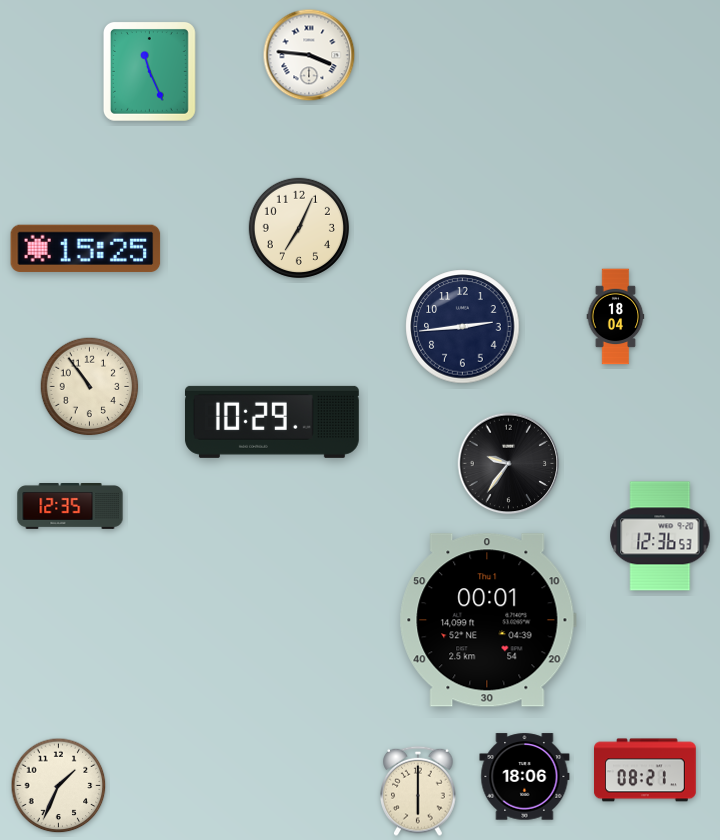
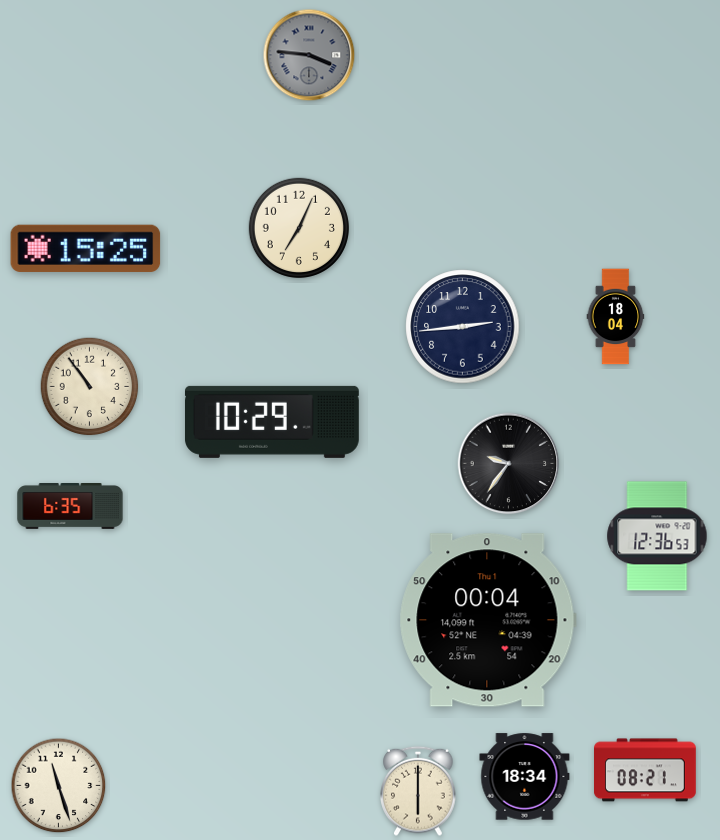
clock at (309, 55) dial: white -> grey
clock at (149, 71): 11:26 -> none
clock at (70, 507): 12:35 -> 6:35
clock at (660, 536) position: (660, 536) -> (657, 536)
clock at (488, 620): 00:01 -> 00:04
clock at (525, 777): 18:06 -> 18:34
clock at (59, 786): 1:34 -> 11:27
